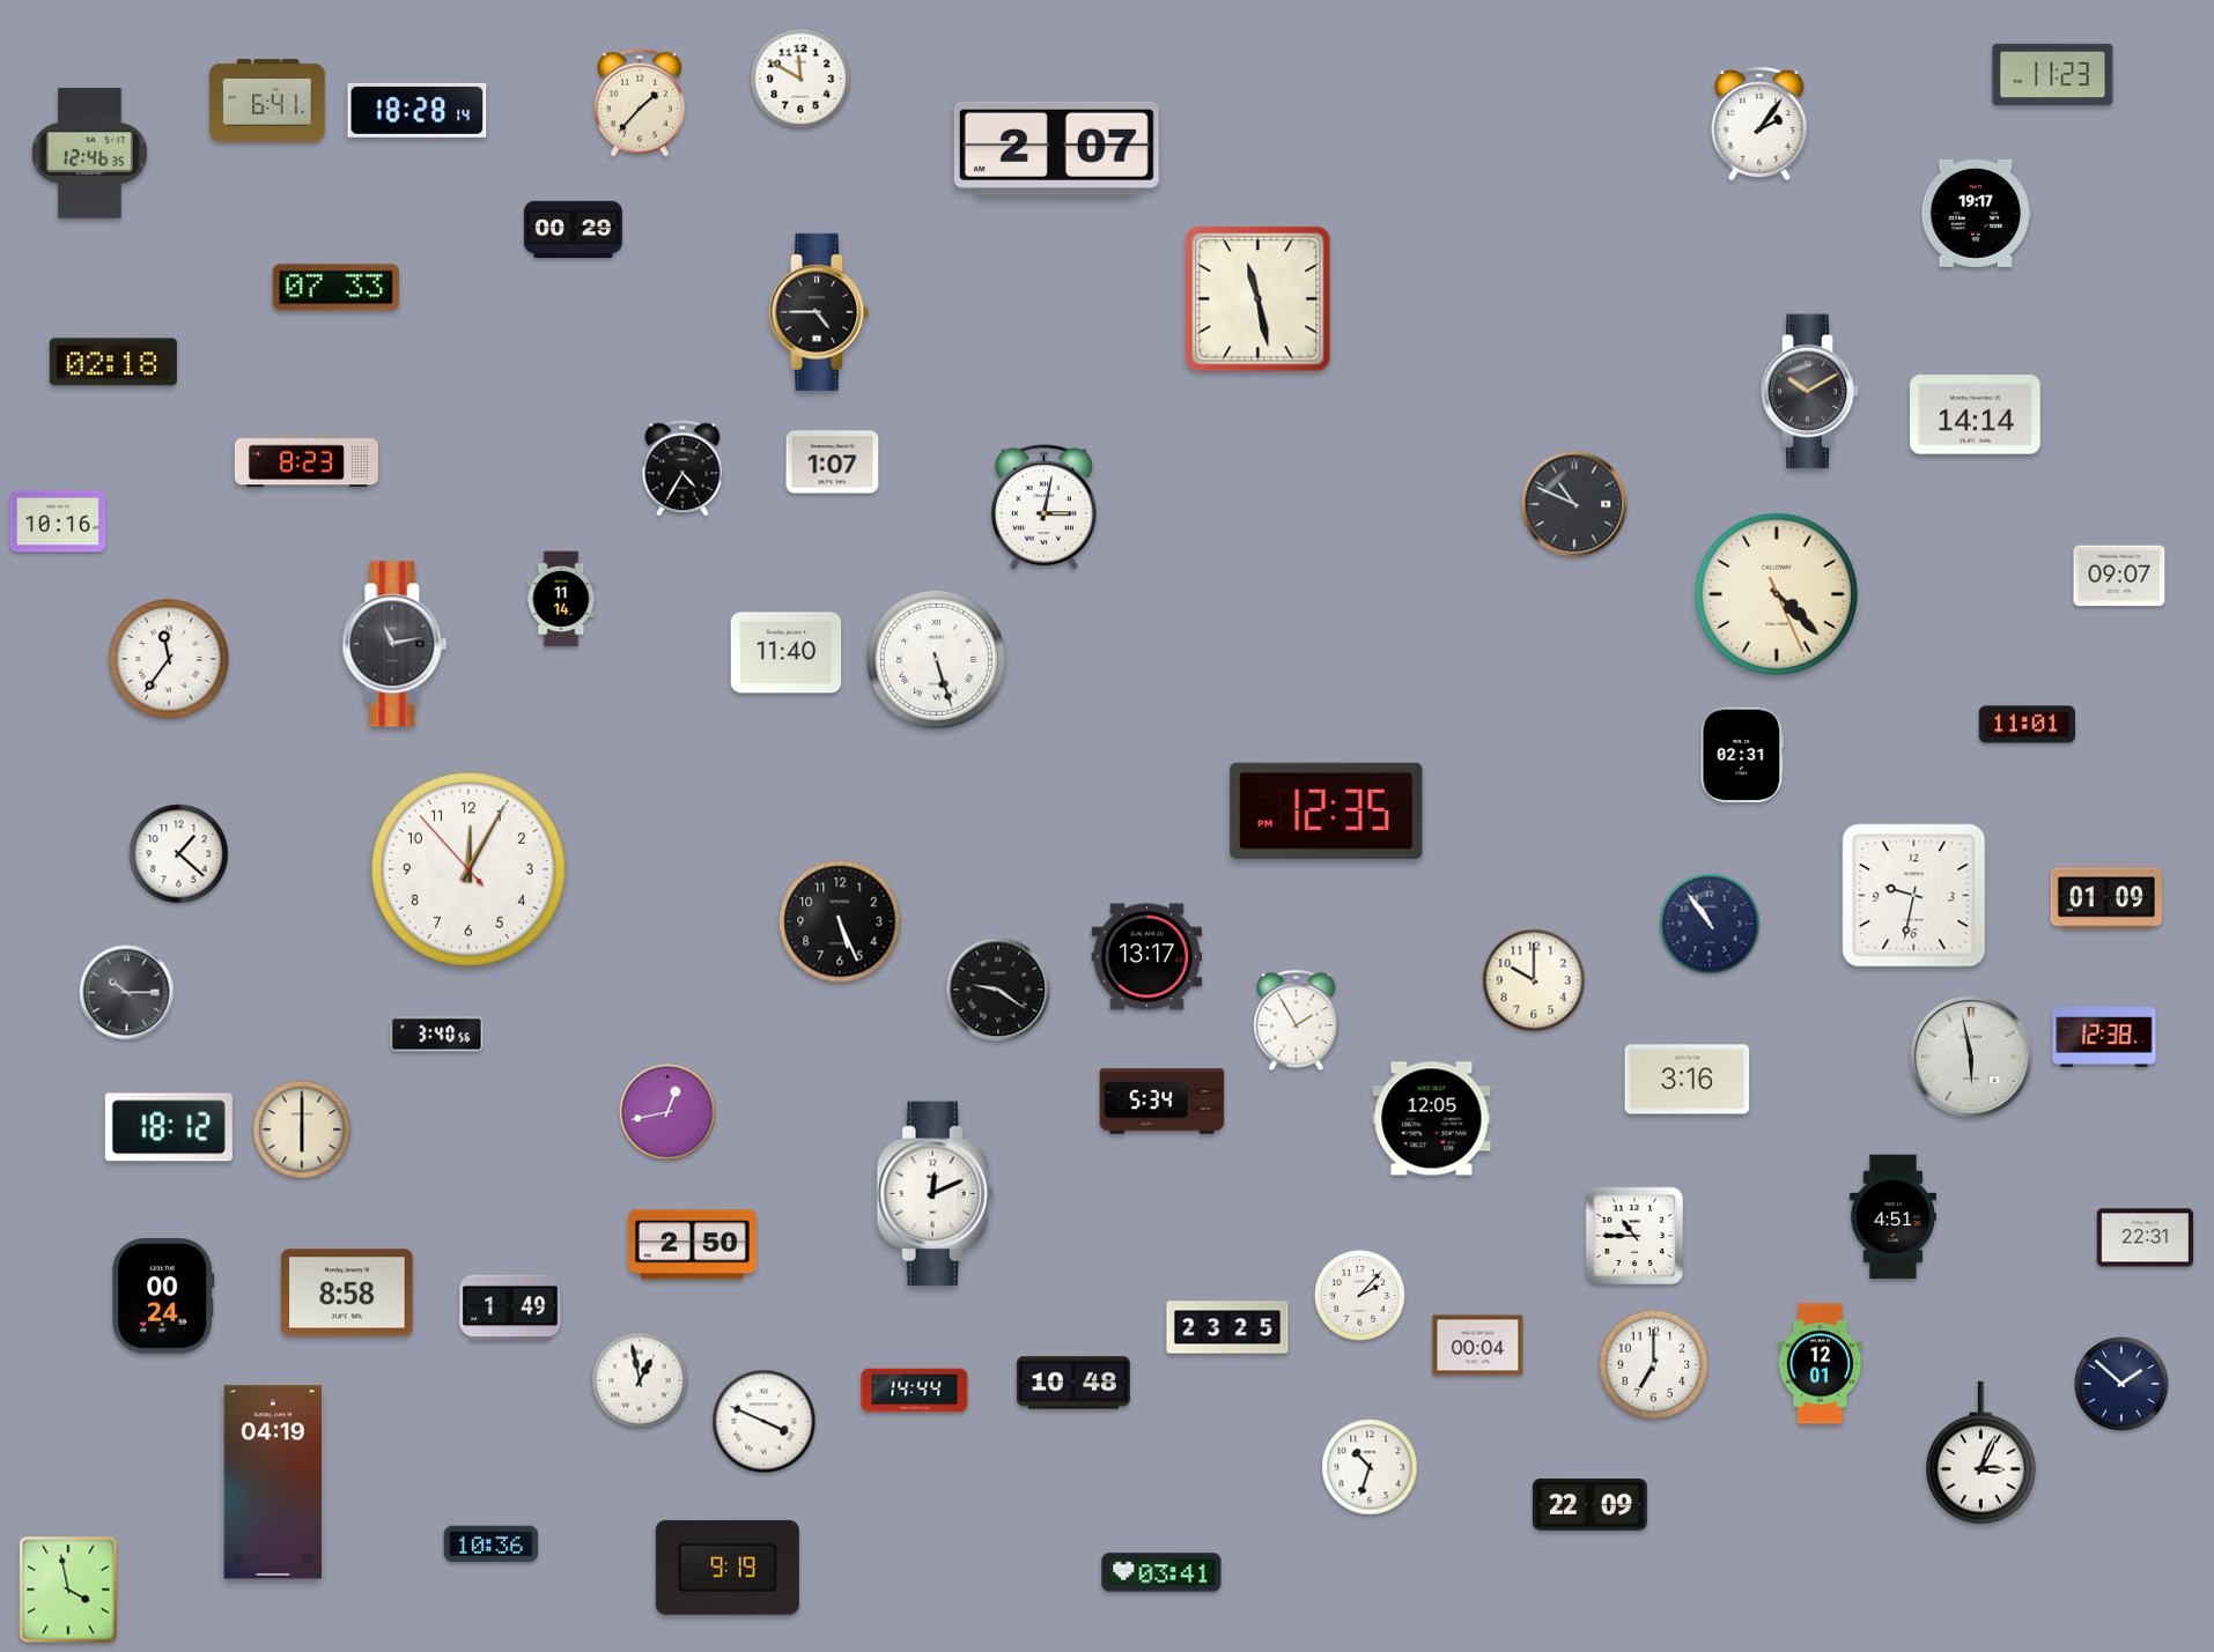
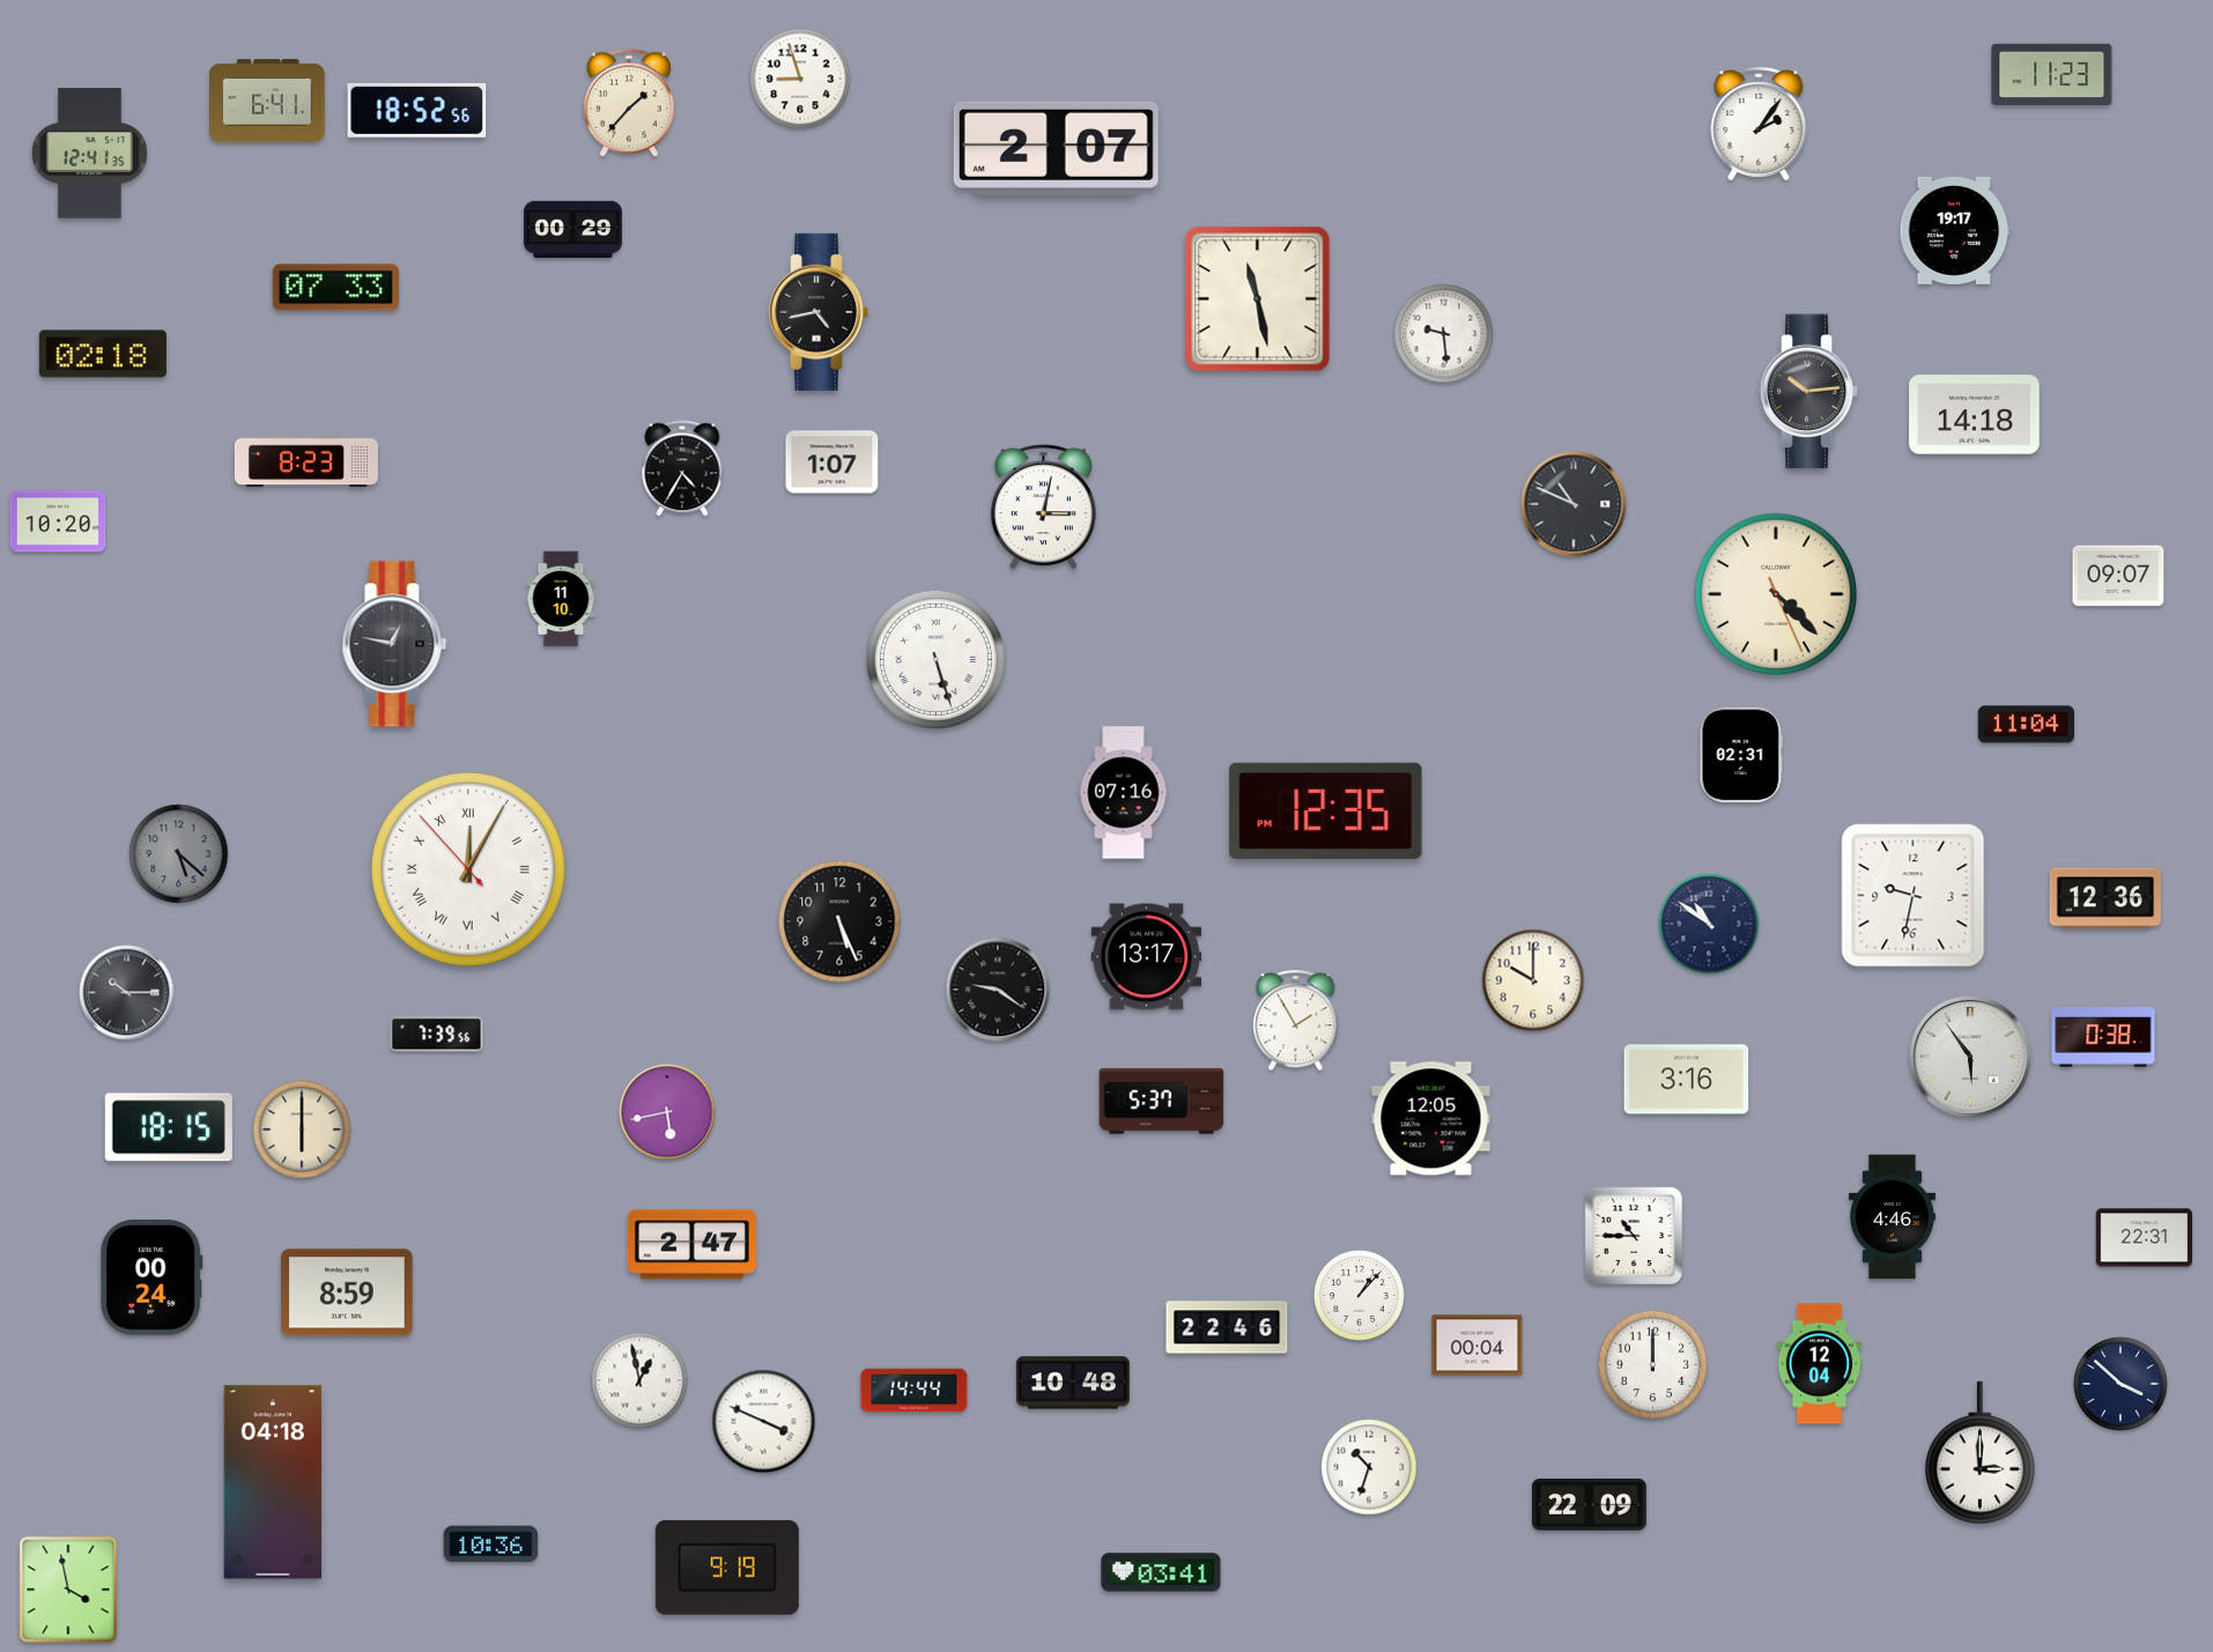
clock at (800, 79): 11:50 -> 8:57
clock at (640, 103) position: (640, 103) -> (629, 103)
clock at (418, 110): 18:28 -> 18:52
clock at (90, 154): 12:46 -> 12:41
clock at (1977, 213) position: (1977, 213) -> (1955, 230)
clock at (819, 312): 4:45 -> 4:43
clock at (1444, 334): none -> 9:29
clock at (113, 362) position: (113, 362) -> (103, 354)
clock at (1810, 392): 10:10 -> 10:14
clock at (1976, 415): 14:14 -> 14:18
clock at (58, 521): 10:16 -> 10:20
clock at (561, 599): 11:14 -> 11:10
clock at (394, 644): 11:13 -> 12:47
clock at (787, 653): 11:40 -> none
clock at (169, 659): 11:36 -> none
clock at (2027, 725): 11:01 -> 11:04
clock at (1124, 793): none -> 07:16
clock at (179, 854): 1:22 -> 5:22
clock at (179, 854) dial: white -> grey
clock at (468, 869) numerals: Arabic -> Roman
clock at (2105, 898): 01:09 -> 12:36
clock at (1710, 924): 10:54 -> 10:51
clock at (437, 1035): 3:40 -> 7:39
clock at (2104, 1038): 12:38 -> 0:38
clock at (1972, 1058): 5:58 -> 5:54
clock at (1163, 1102): 5:34 -> 5:37
clock at (667, 1112): 12:43 -> 5:43
clock at (169, 1127): 18:12 -> 18:15
clock at (935, 1194): 12:11 -> none
clock at (1892, 1217): 4:51 -> 4:46
clock at (692, 1245): 2:50 -> 2:47
clock at (347, 1292): 8:58 -> 8:59
clock at (163, 1296) position: (163, 1296) -> (151, 1277)
clock at (1360, 1296): 2:07 -> 1:07
clock at (510, 1307): 1:49 -> none
clock at (1227, 1327): 23:25 -> 22:46
clock at (1821, 1364): 12:01 -> 12:04
clock at (1654, 1365): 7:00 -> 12:00
clock at (2121, 1384): 1:52 -> 3:52
clock at (1980, 1453): 3:04 -> 3:00
clock at (273, 1482): 04:19 -> 04:18
